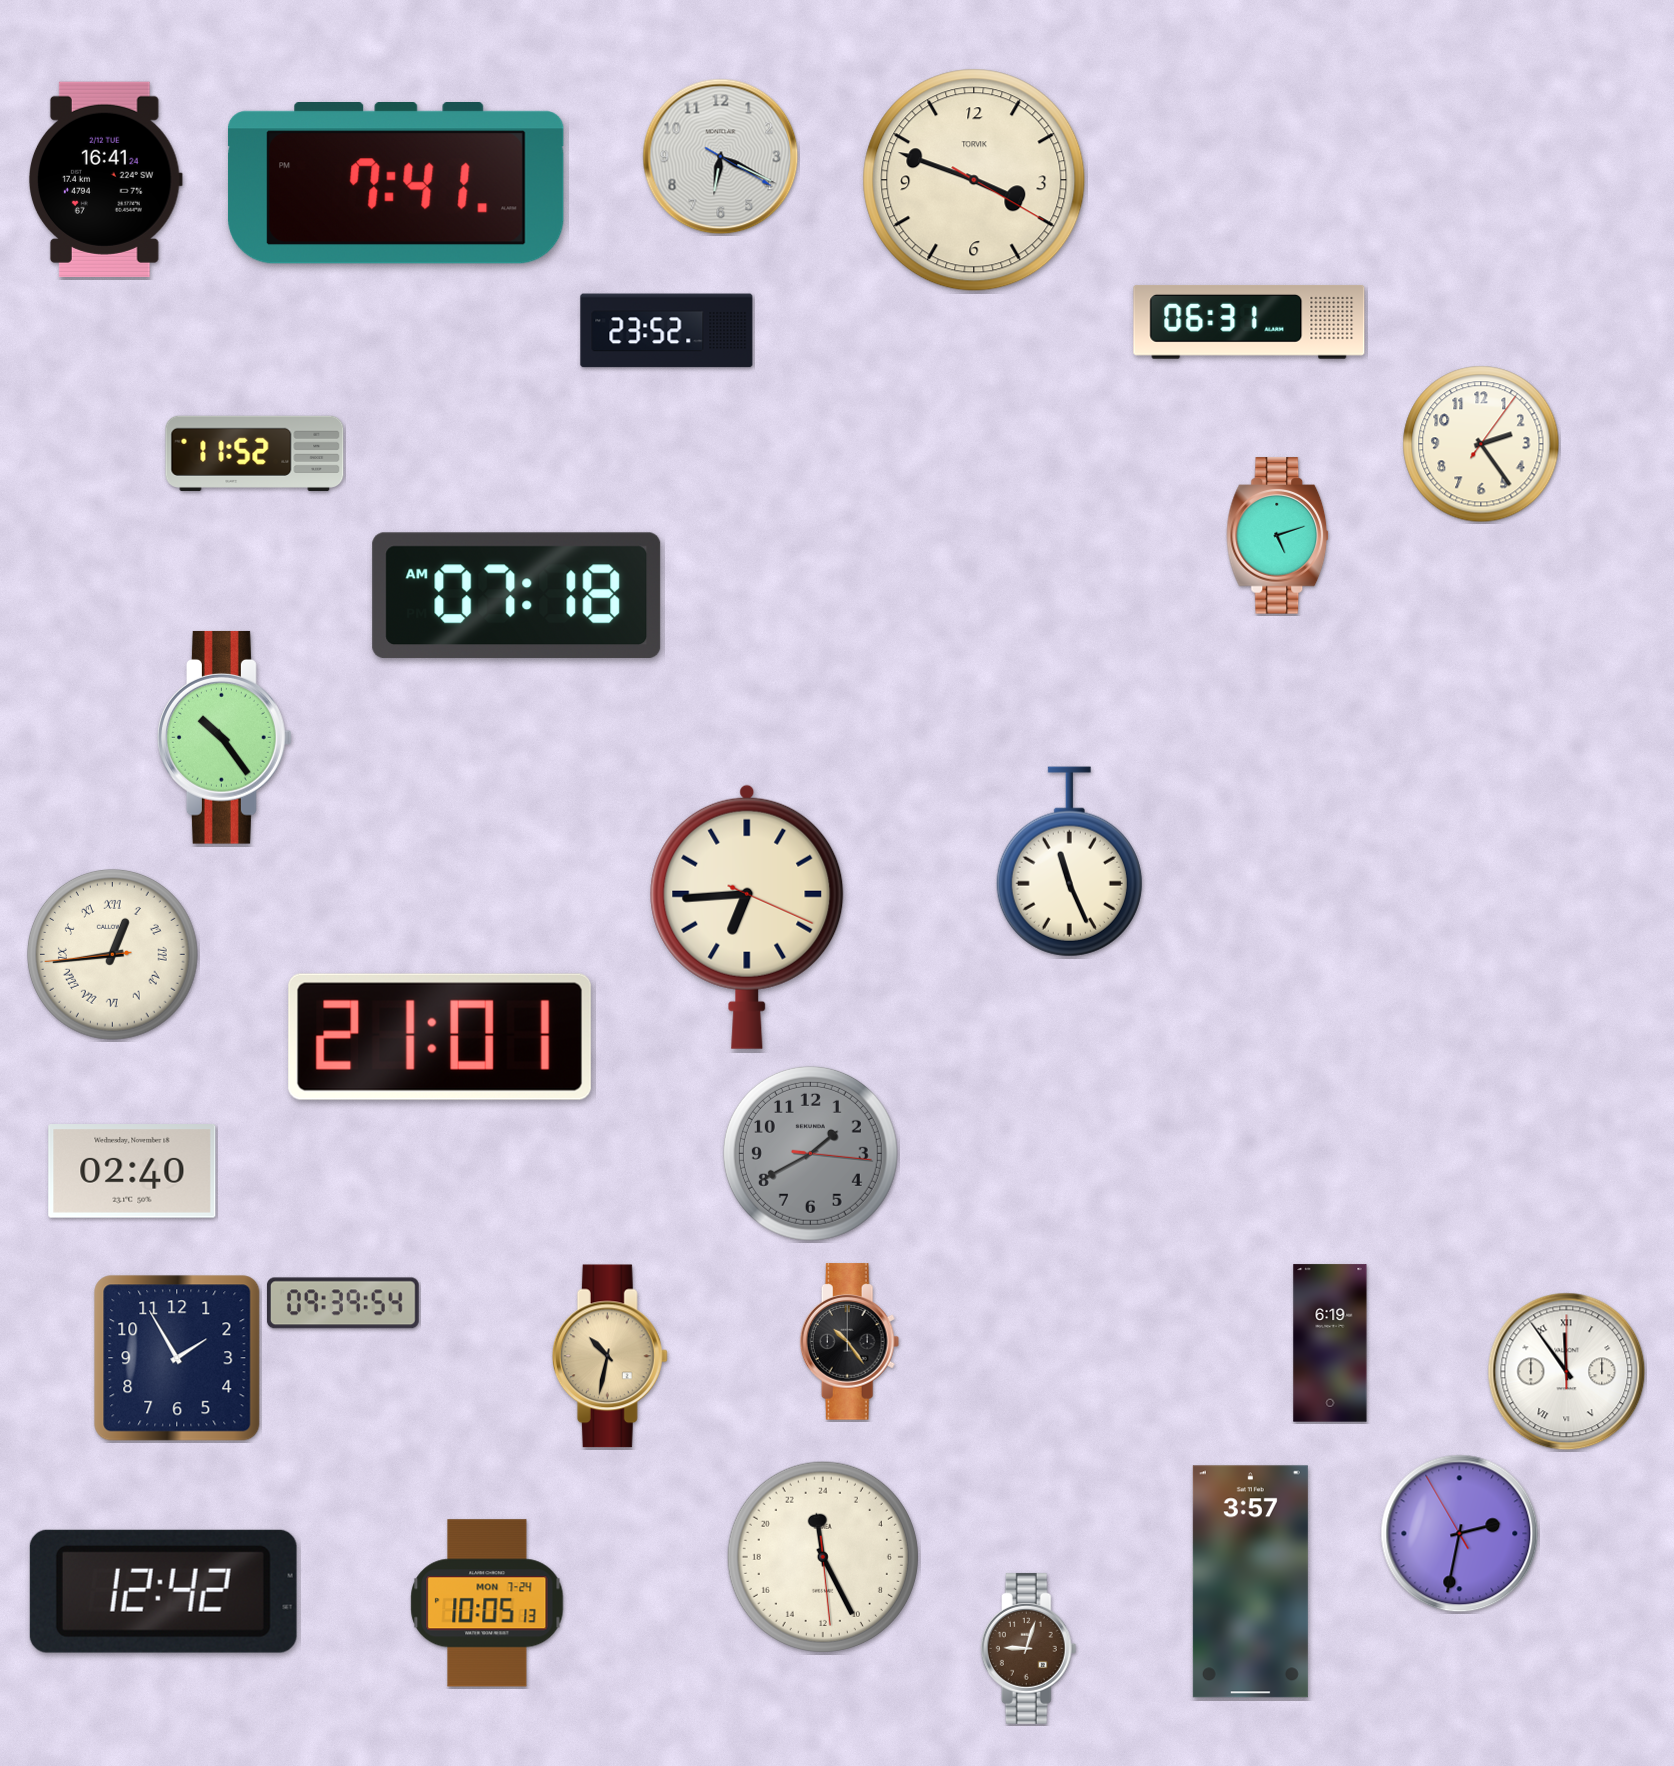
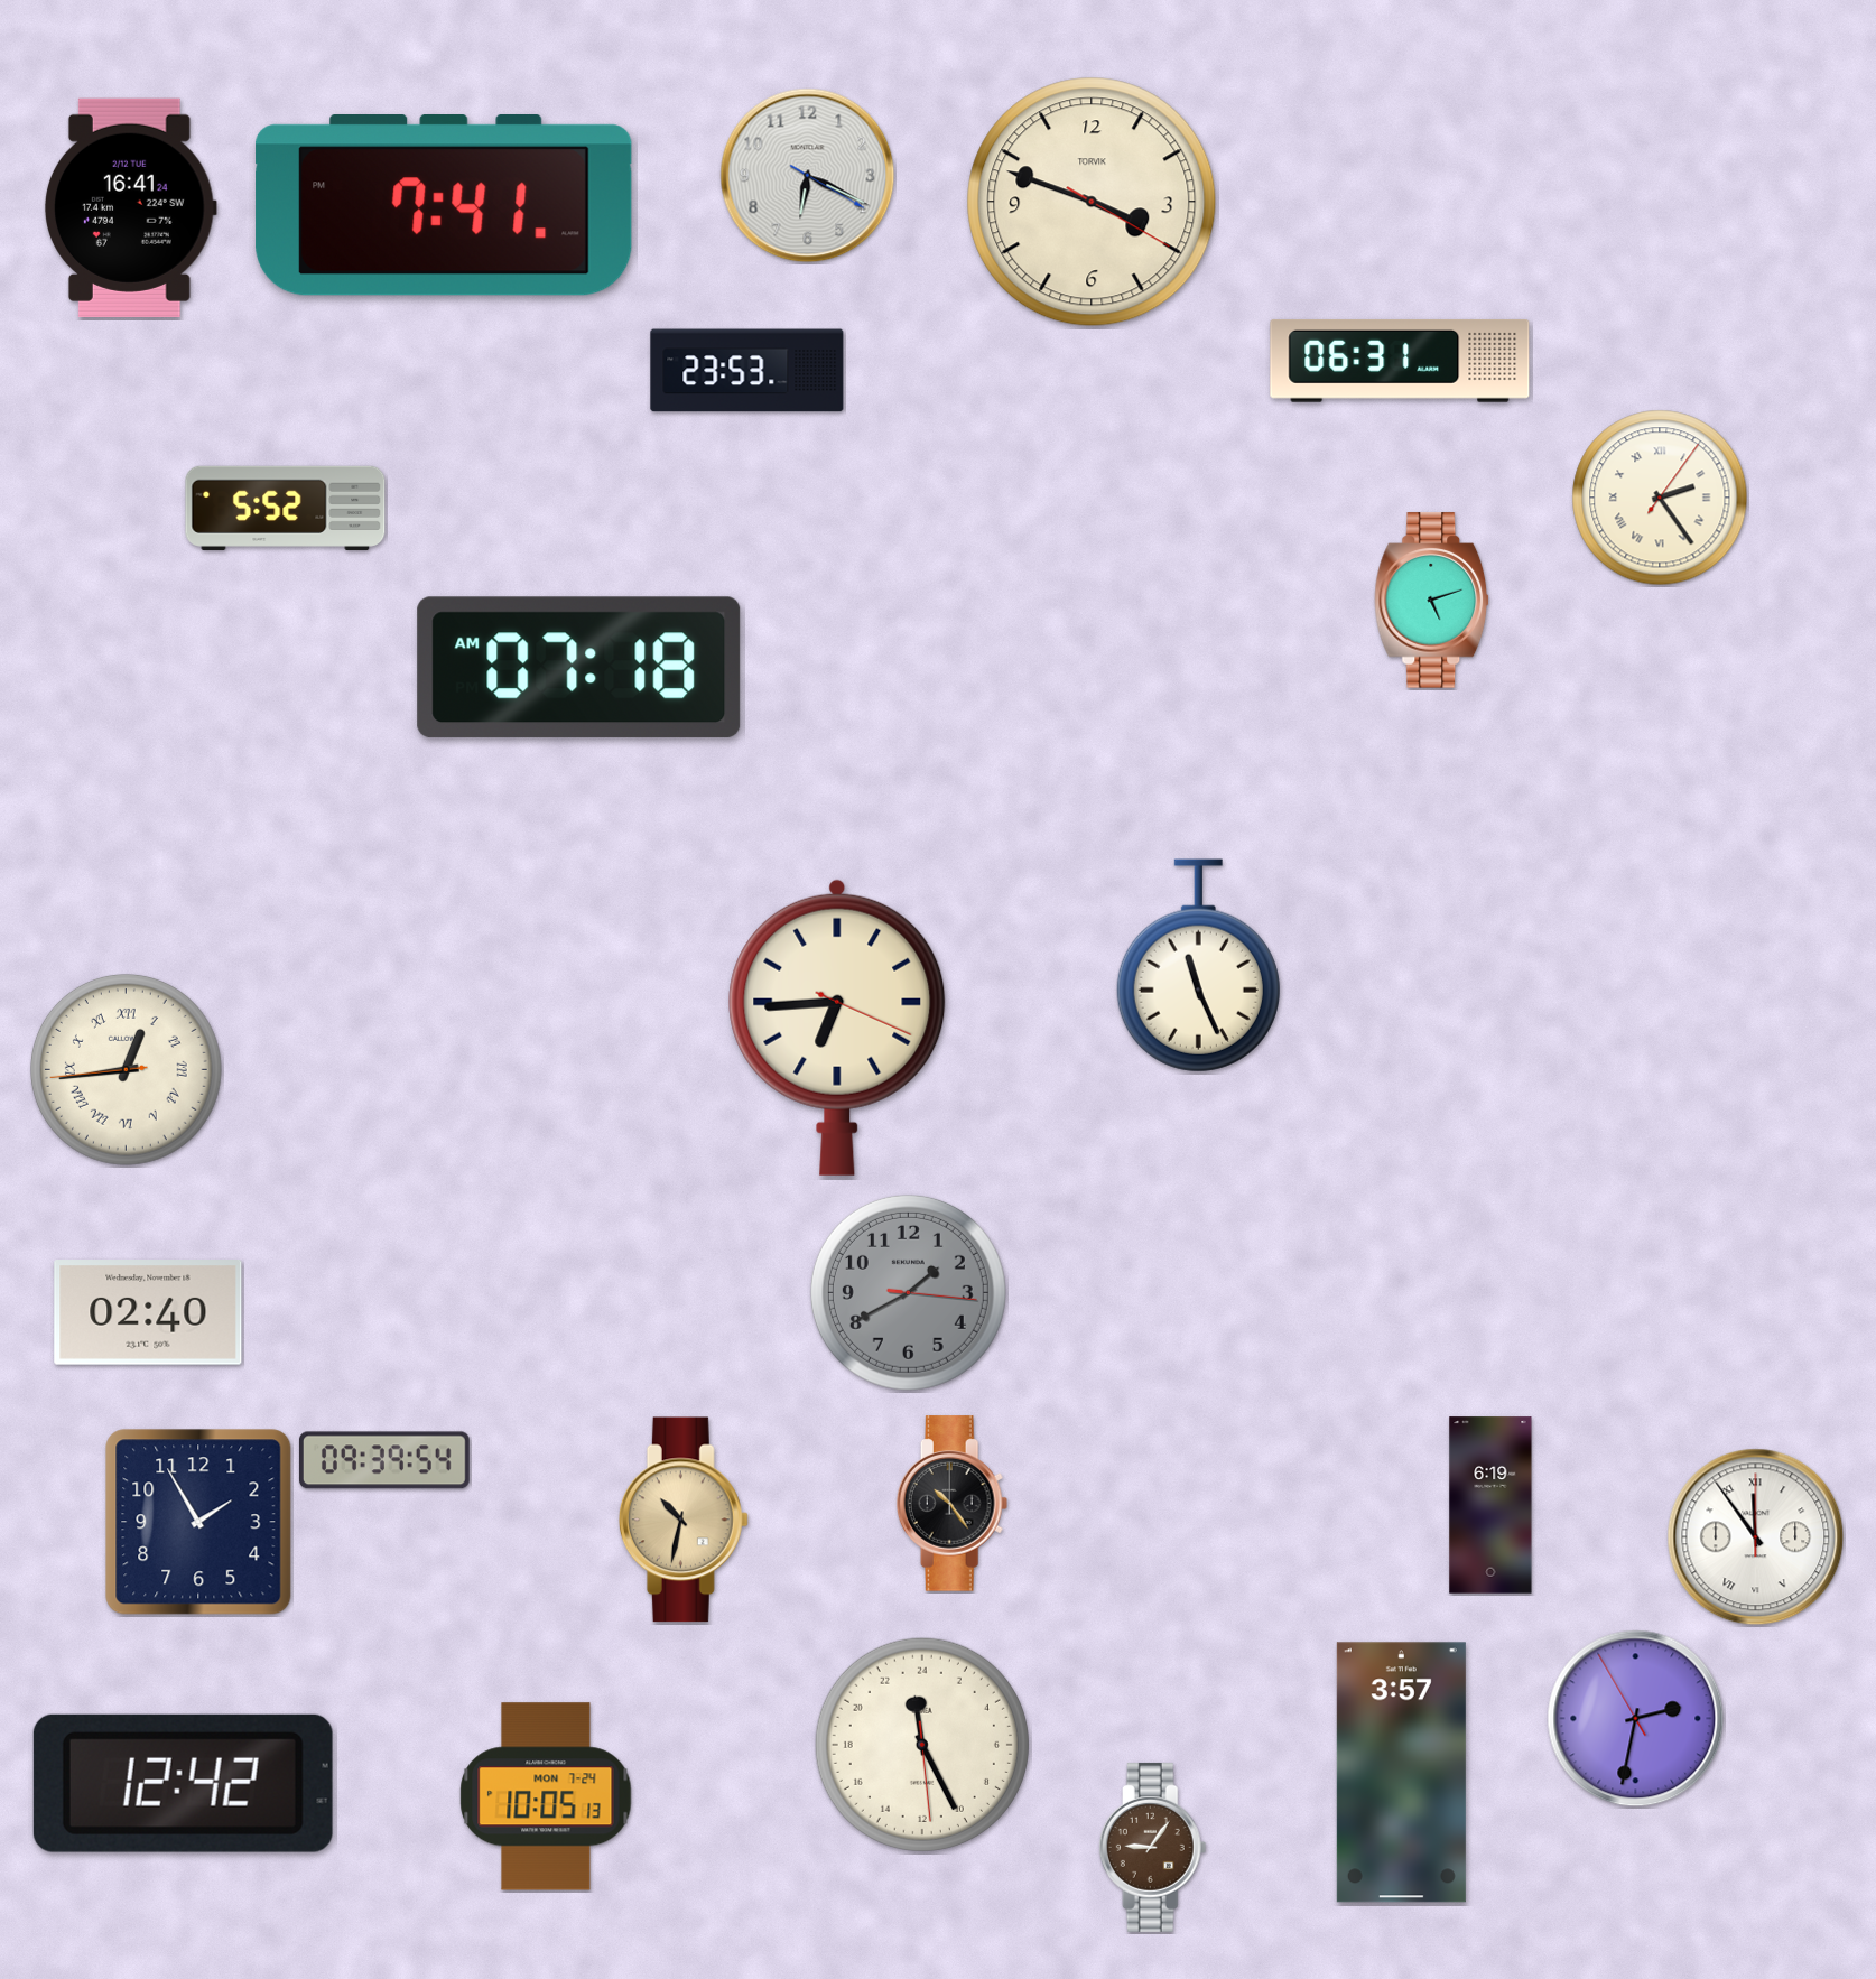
clock at (105, 179) position: (105, 179) -> (130, 207)
clock at (667, 331): 23:52 -> 23:53
clock at (1481, 444) numerals: Arabic -> Roman
clock at (255, 453): 11:52 -> 5:52
clock at (225, 737): 10:24 -> none
clock at (440, 1037): 21:01 -> none
clock at (1029, 1648): 9:03 -> 9:06
